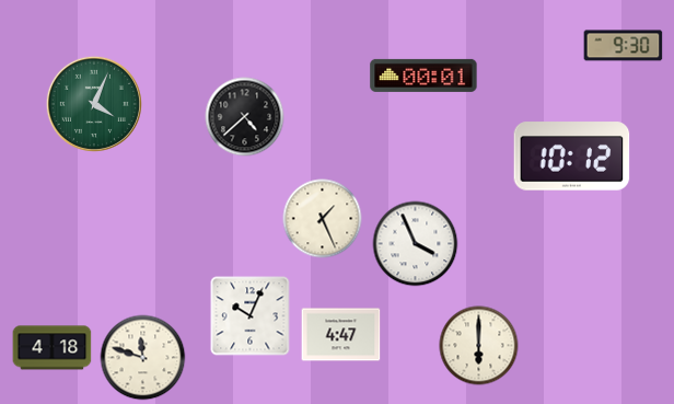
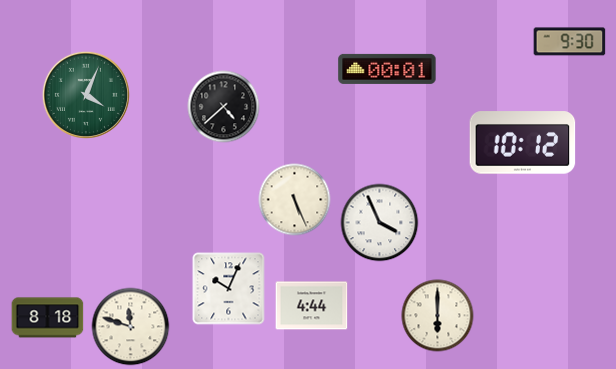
clock at (323, 219): 1:26 -> 5:26
clock at (341, 335): 4:47 -> 4:44
clock at (53, 348): 4:18 -> 8:18
